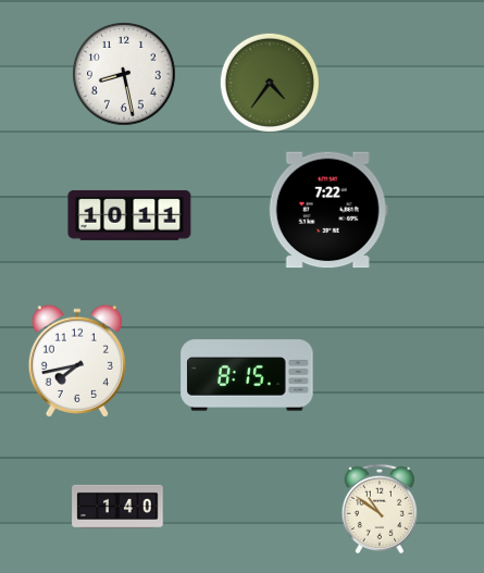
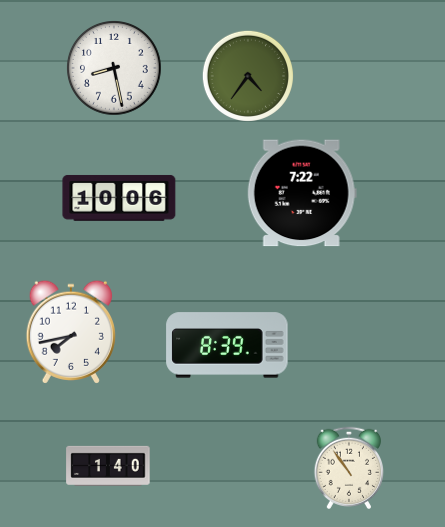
clock at (129, 215): 10:11 -> 10:06
clock at (247, 375): 8:15 -> 8:39
clock at (378, 508): 10:51 -> 10:54
